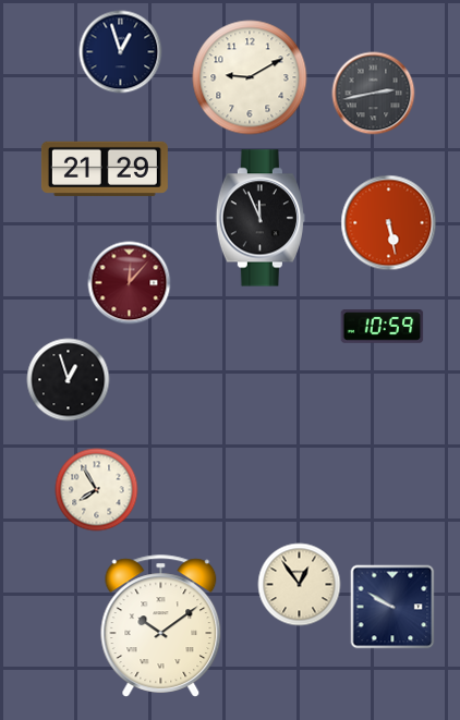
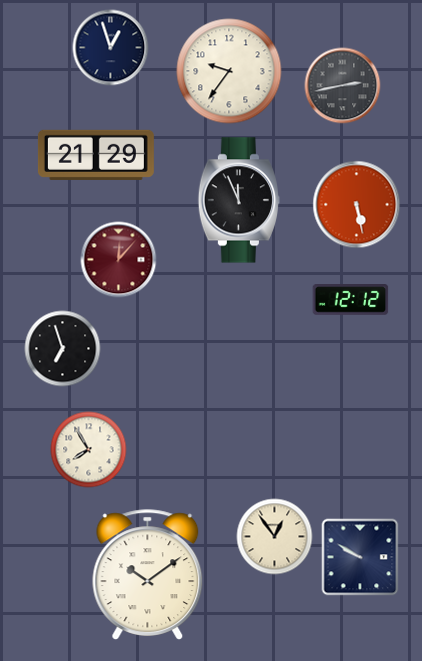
clock at (250, 77): 9:10 -> 9:36
clock at (383, 327): 10:59 -> 12:12
clock at (69, 380): 12:57 -> 6:57
